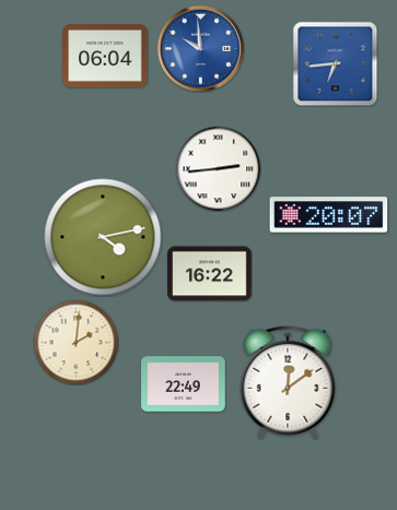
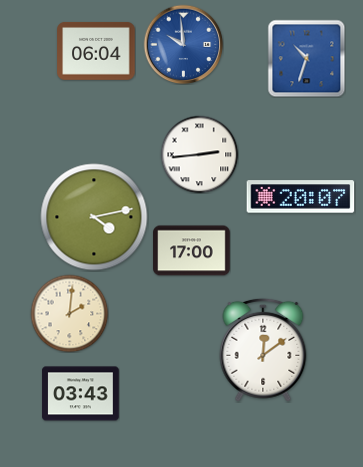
clock at (335, 63): 6:44 -> 10:33
clock at (210, 274): 16:22 -> 17:00
clock at (184, 384): 22:49 -> none
clock at (81, 394): none -> 03:43
